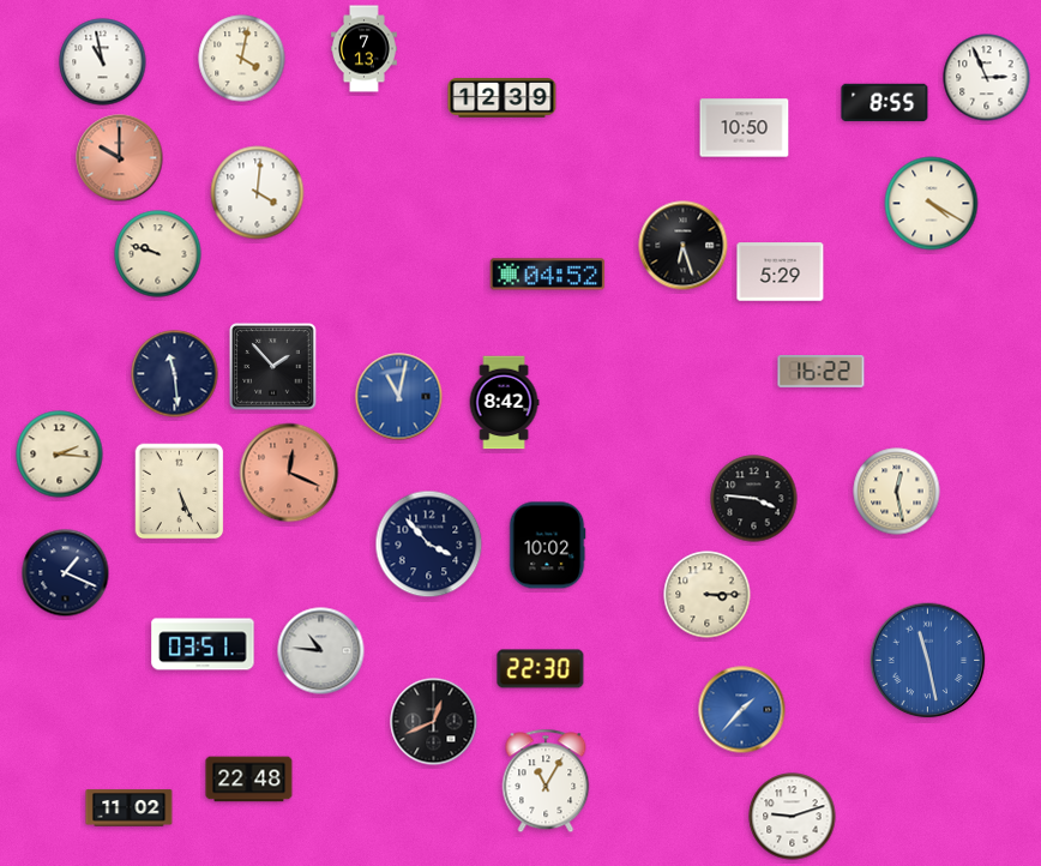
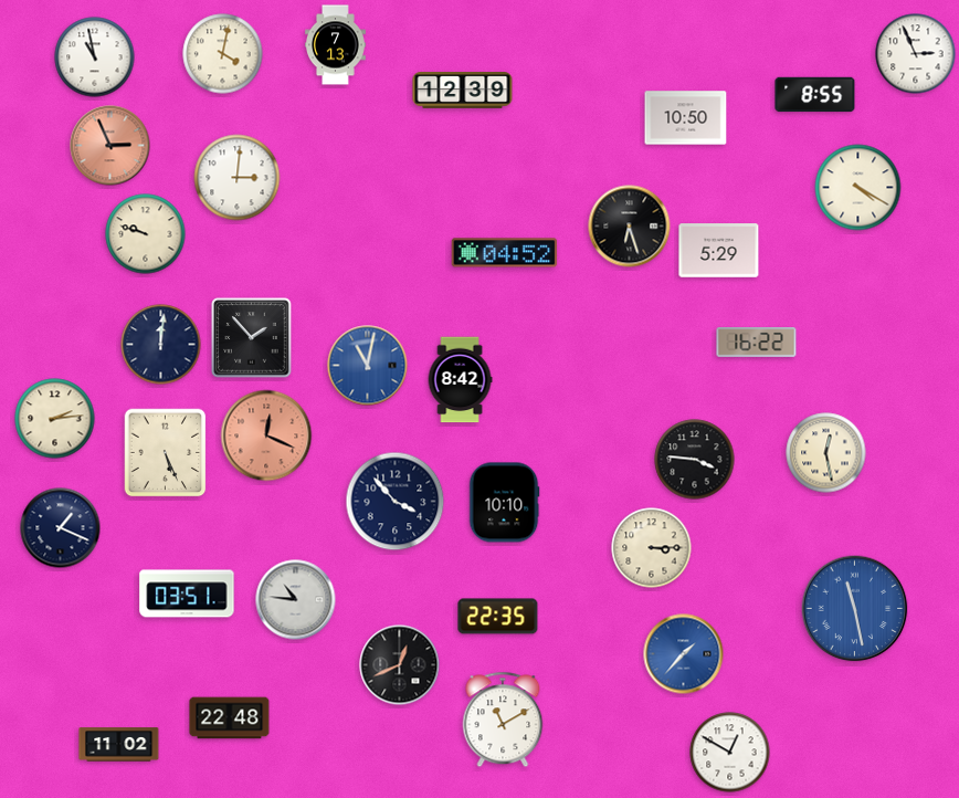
clock at (987, 78) position: (987, 78) -> (916, 54)
clock at (120, 158): 10:00 -> 2:56
clock at (258, 193): 4:01 -> 3:01
clock at (175, 374): 11:29 -> 12:01
clock at (504, 403) position: (504, 403) -> (460, 380)
clock at (60, 455): 2:16 -> 2:14
clock at (547, 546): 10:02 -> 10:10
clock at (541, 669): 22:30 -> 22:35
clock at (546, 781): 11:05 -> 11:10
clock at (793, 817): 9:12 -> 12:50
